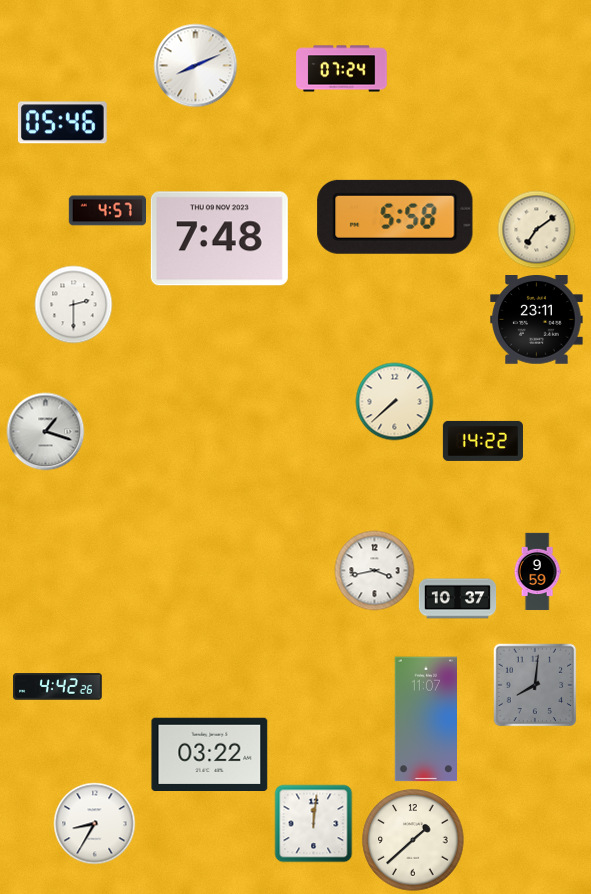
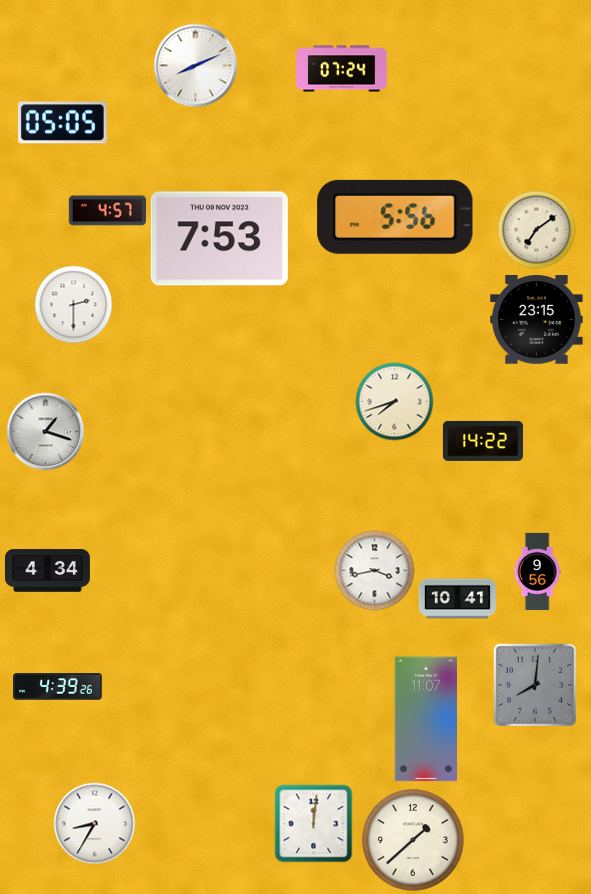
clock at (62, 123): 05:46 -> 05:05
clock at (395, 217): 5:58 -> 5:56
clock at (219, 239): 7:48 -> 7:53
clock at (537, 320): 23:11 -> 23:15
clock at (394, 401): 7:38 -> 7:42
clock at (47, 571): none -> 4:34
clock at (537, 571): 9:59 -> 9:56
clock at (457, 599): 10:37 -> 10:41
clock at (58, 687): 4:42 -> 4:39
clock at (210, 754): 03:22 -> none
